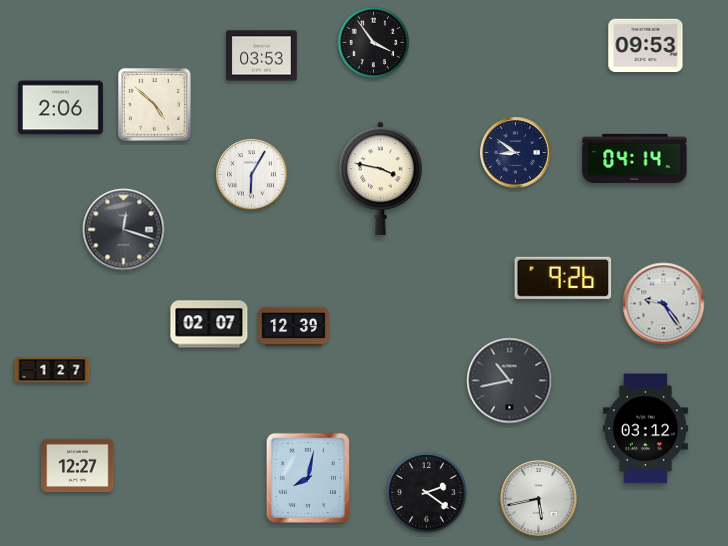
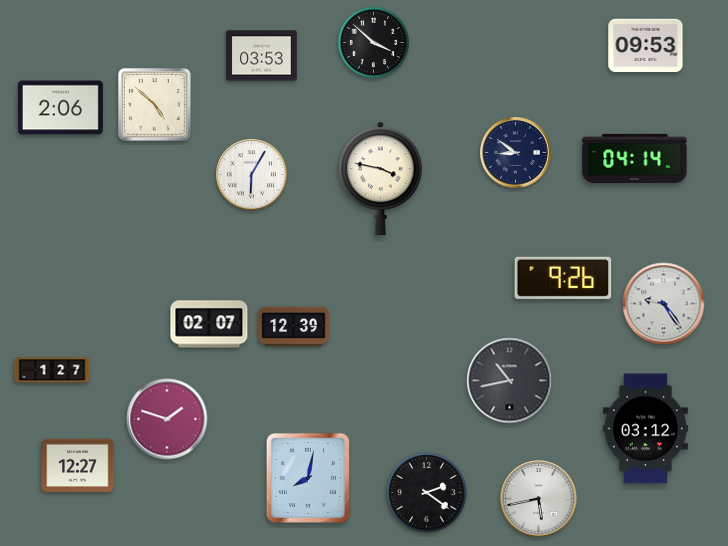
clock at (374, 43): 3:54 -> 3:52
clock at (124, 230): 12:18 -> none
clock at (167, 419): none -> 1:48
